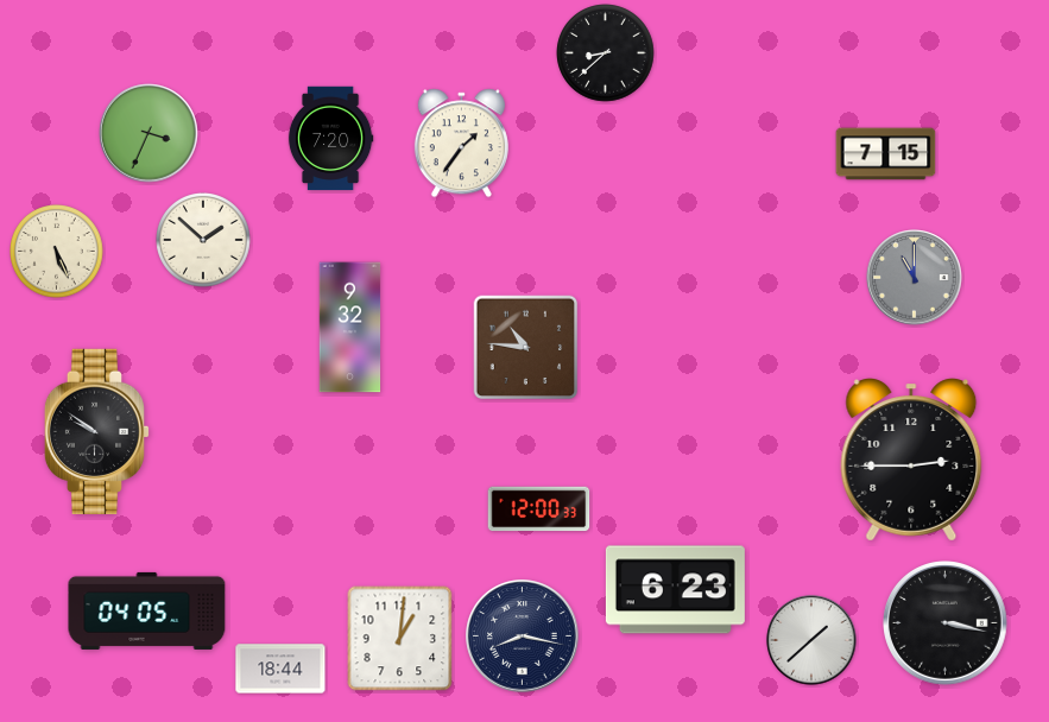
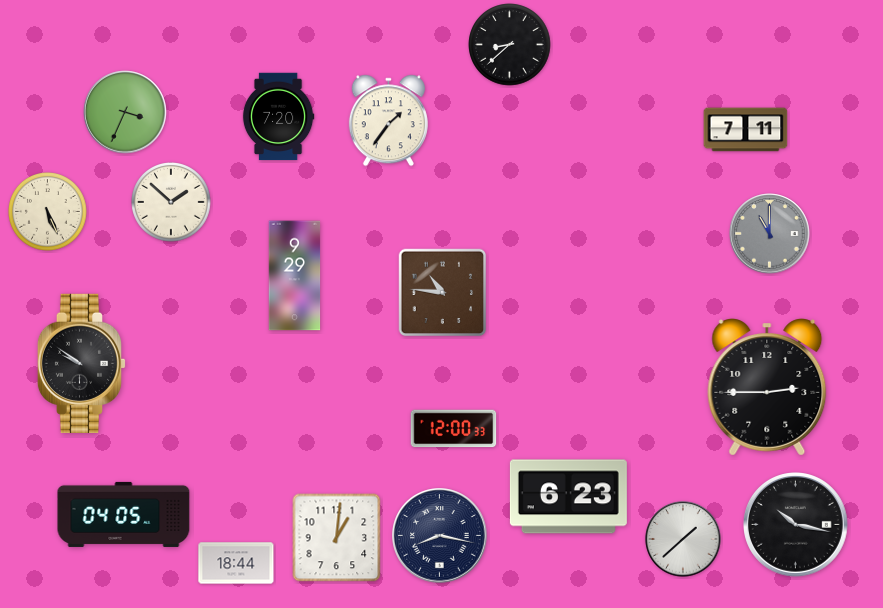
clock at (886, 154): 7:15 -> 7:11
clock at (350, 328): 9:32 -> 9:29
clock at (946, 623): 3:17 -> 10:17
